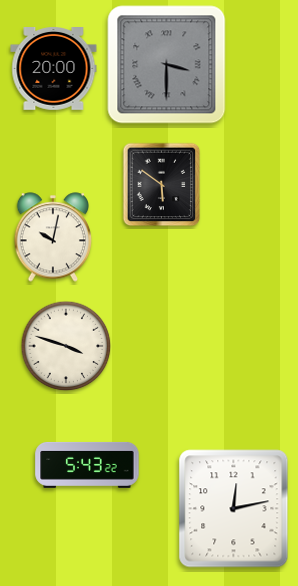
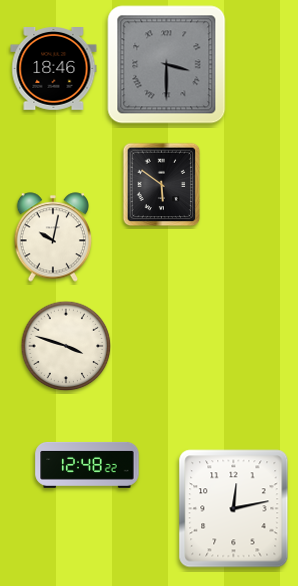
clock at (54, 69): 20:00 -> 18:46
clock at (87, 465): 5:43 -> 12:48
